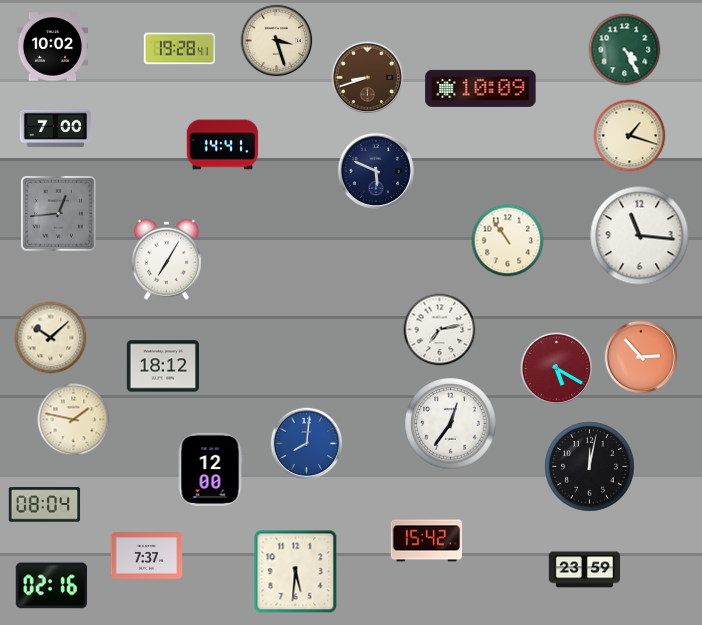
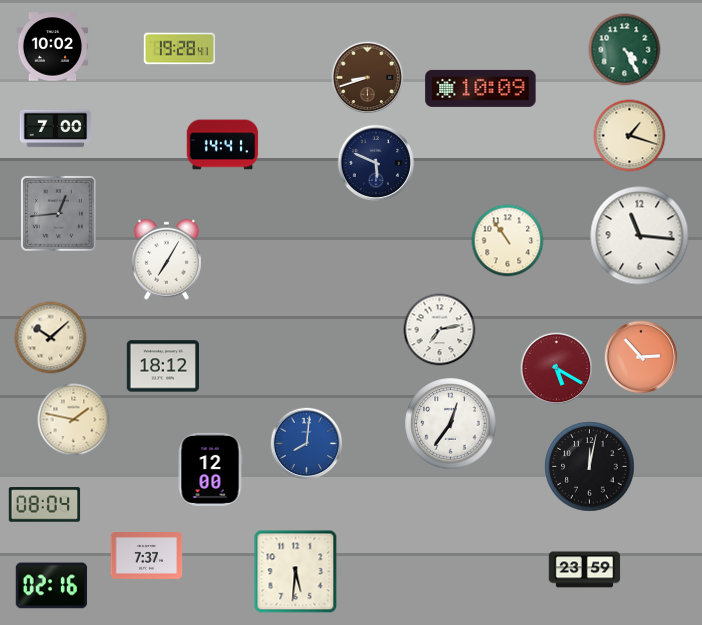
clock at (277, 41): 3:27 -> none
clock at (375, 170) position: (375, 170) -> (375, 162)
clock at (427, 541): 15:42 -> none
